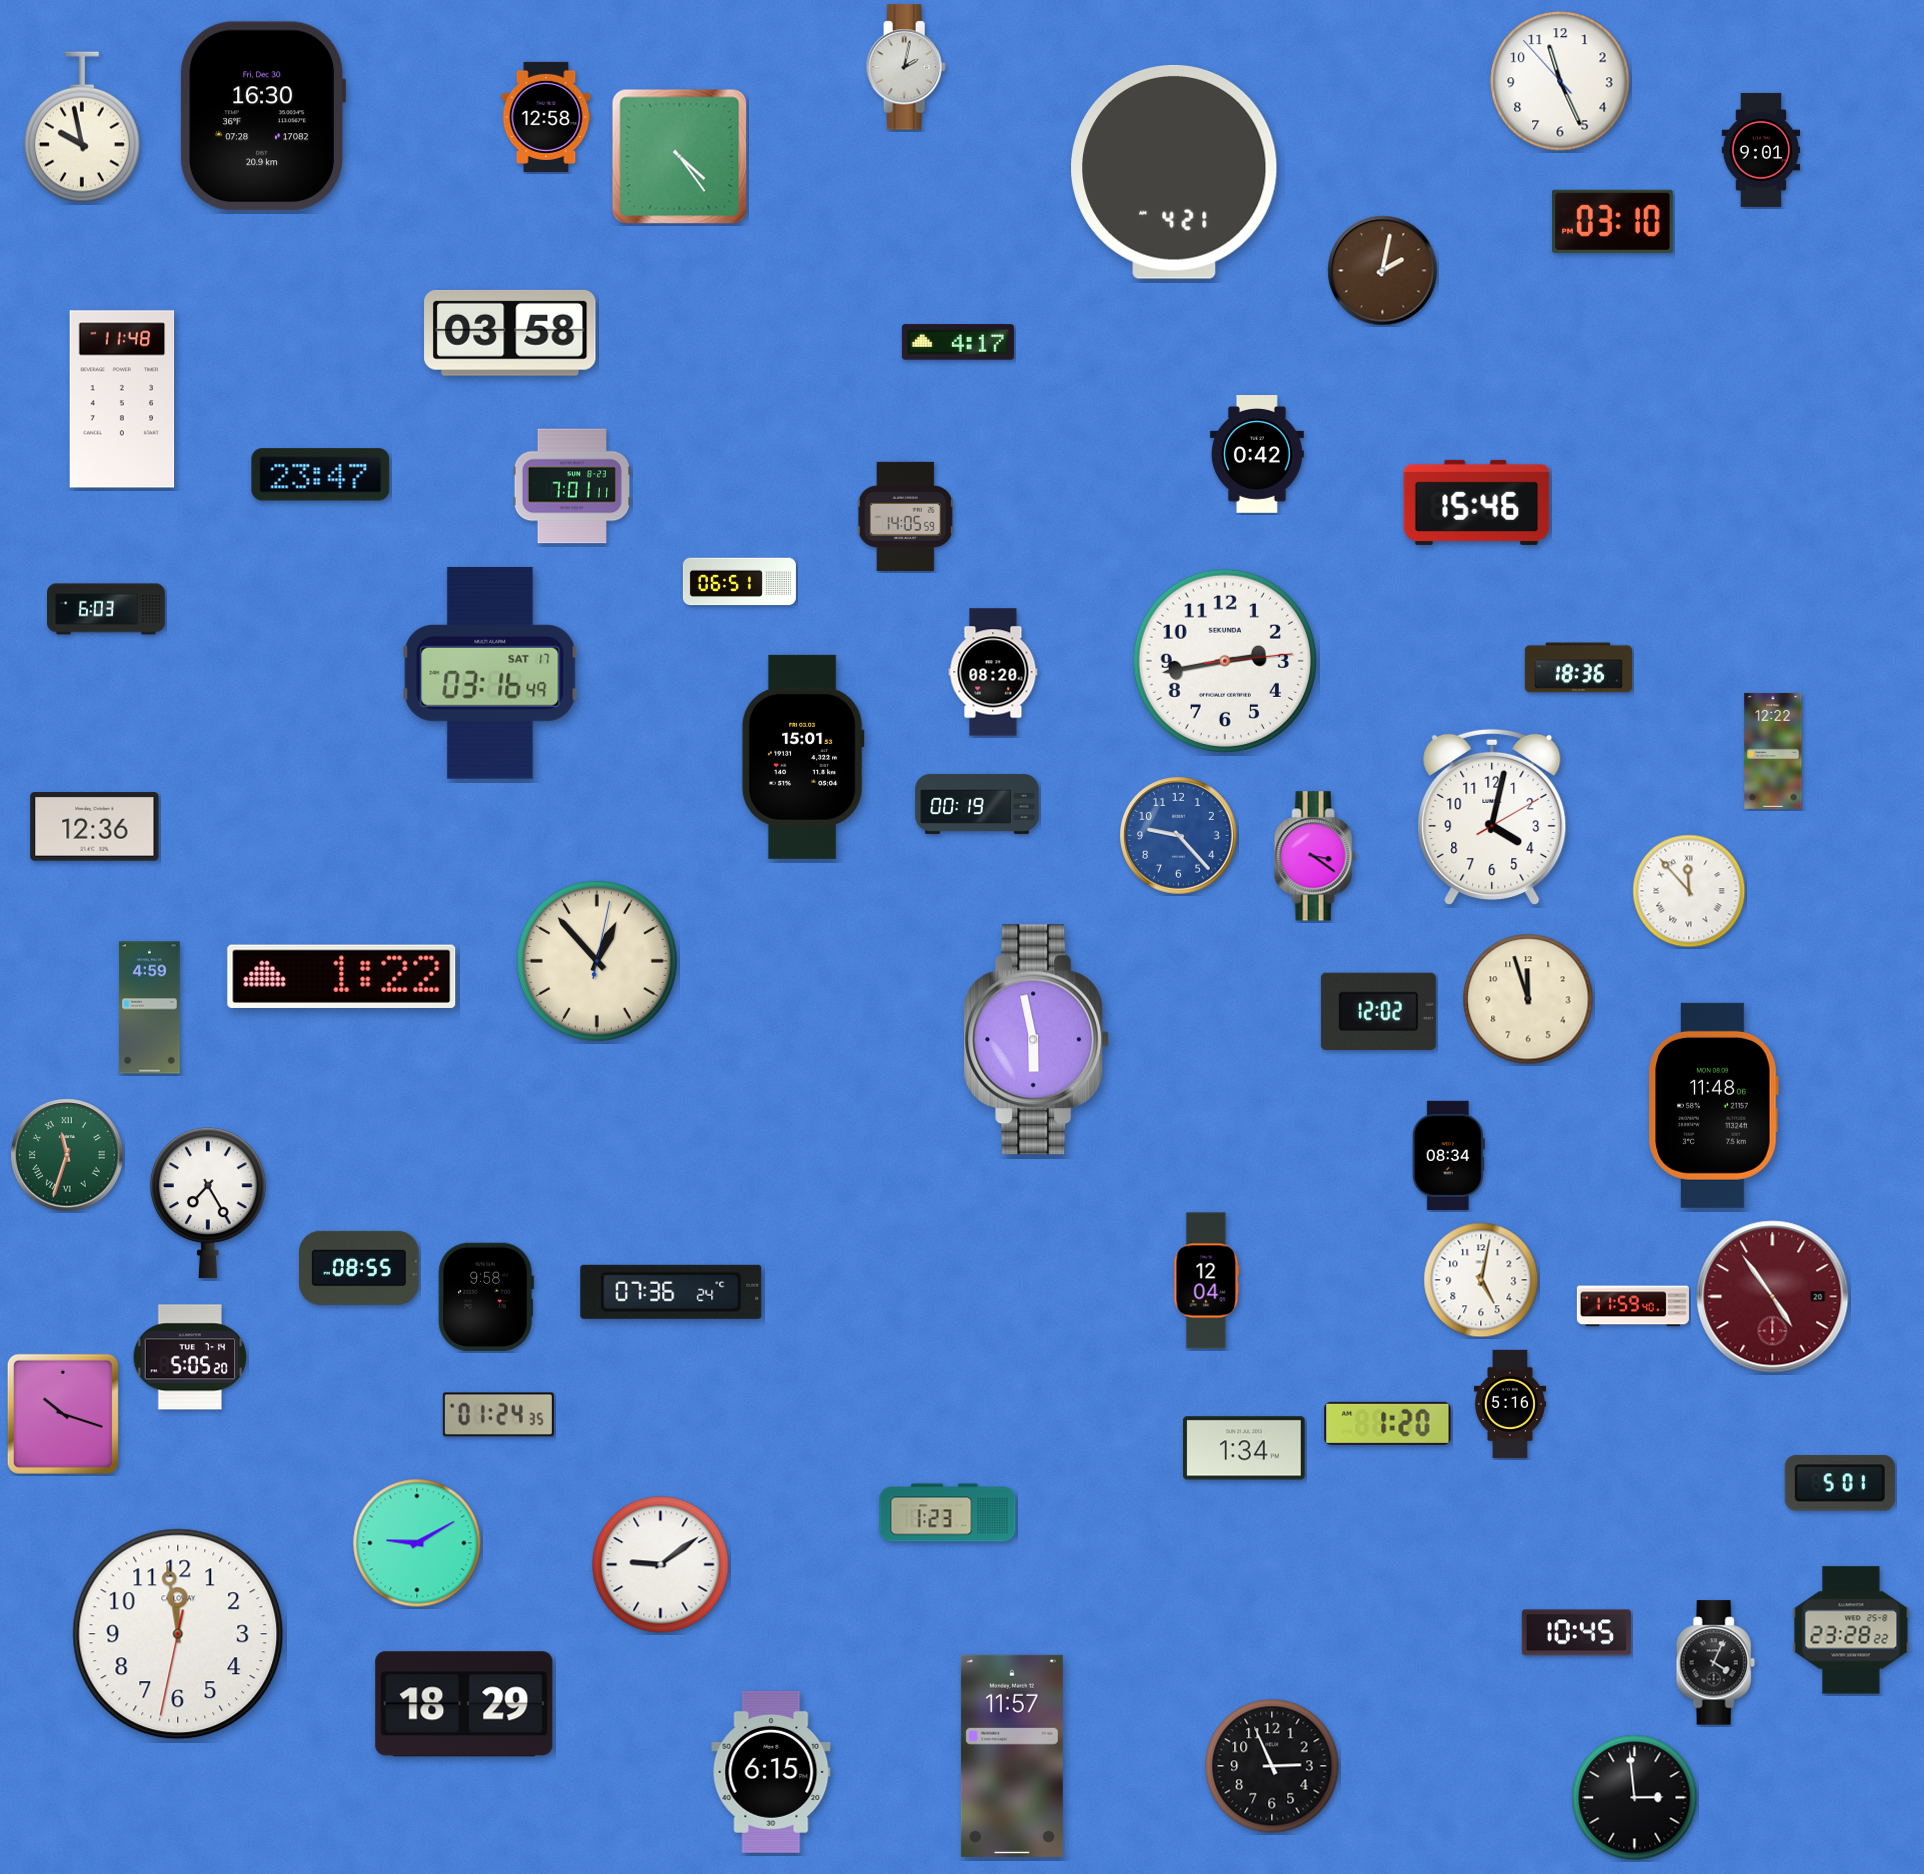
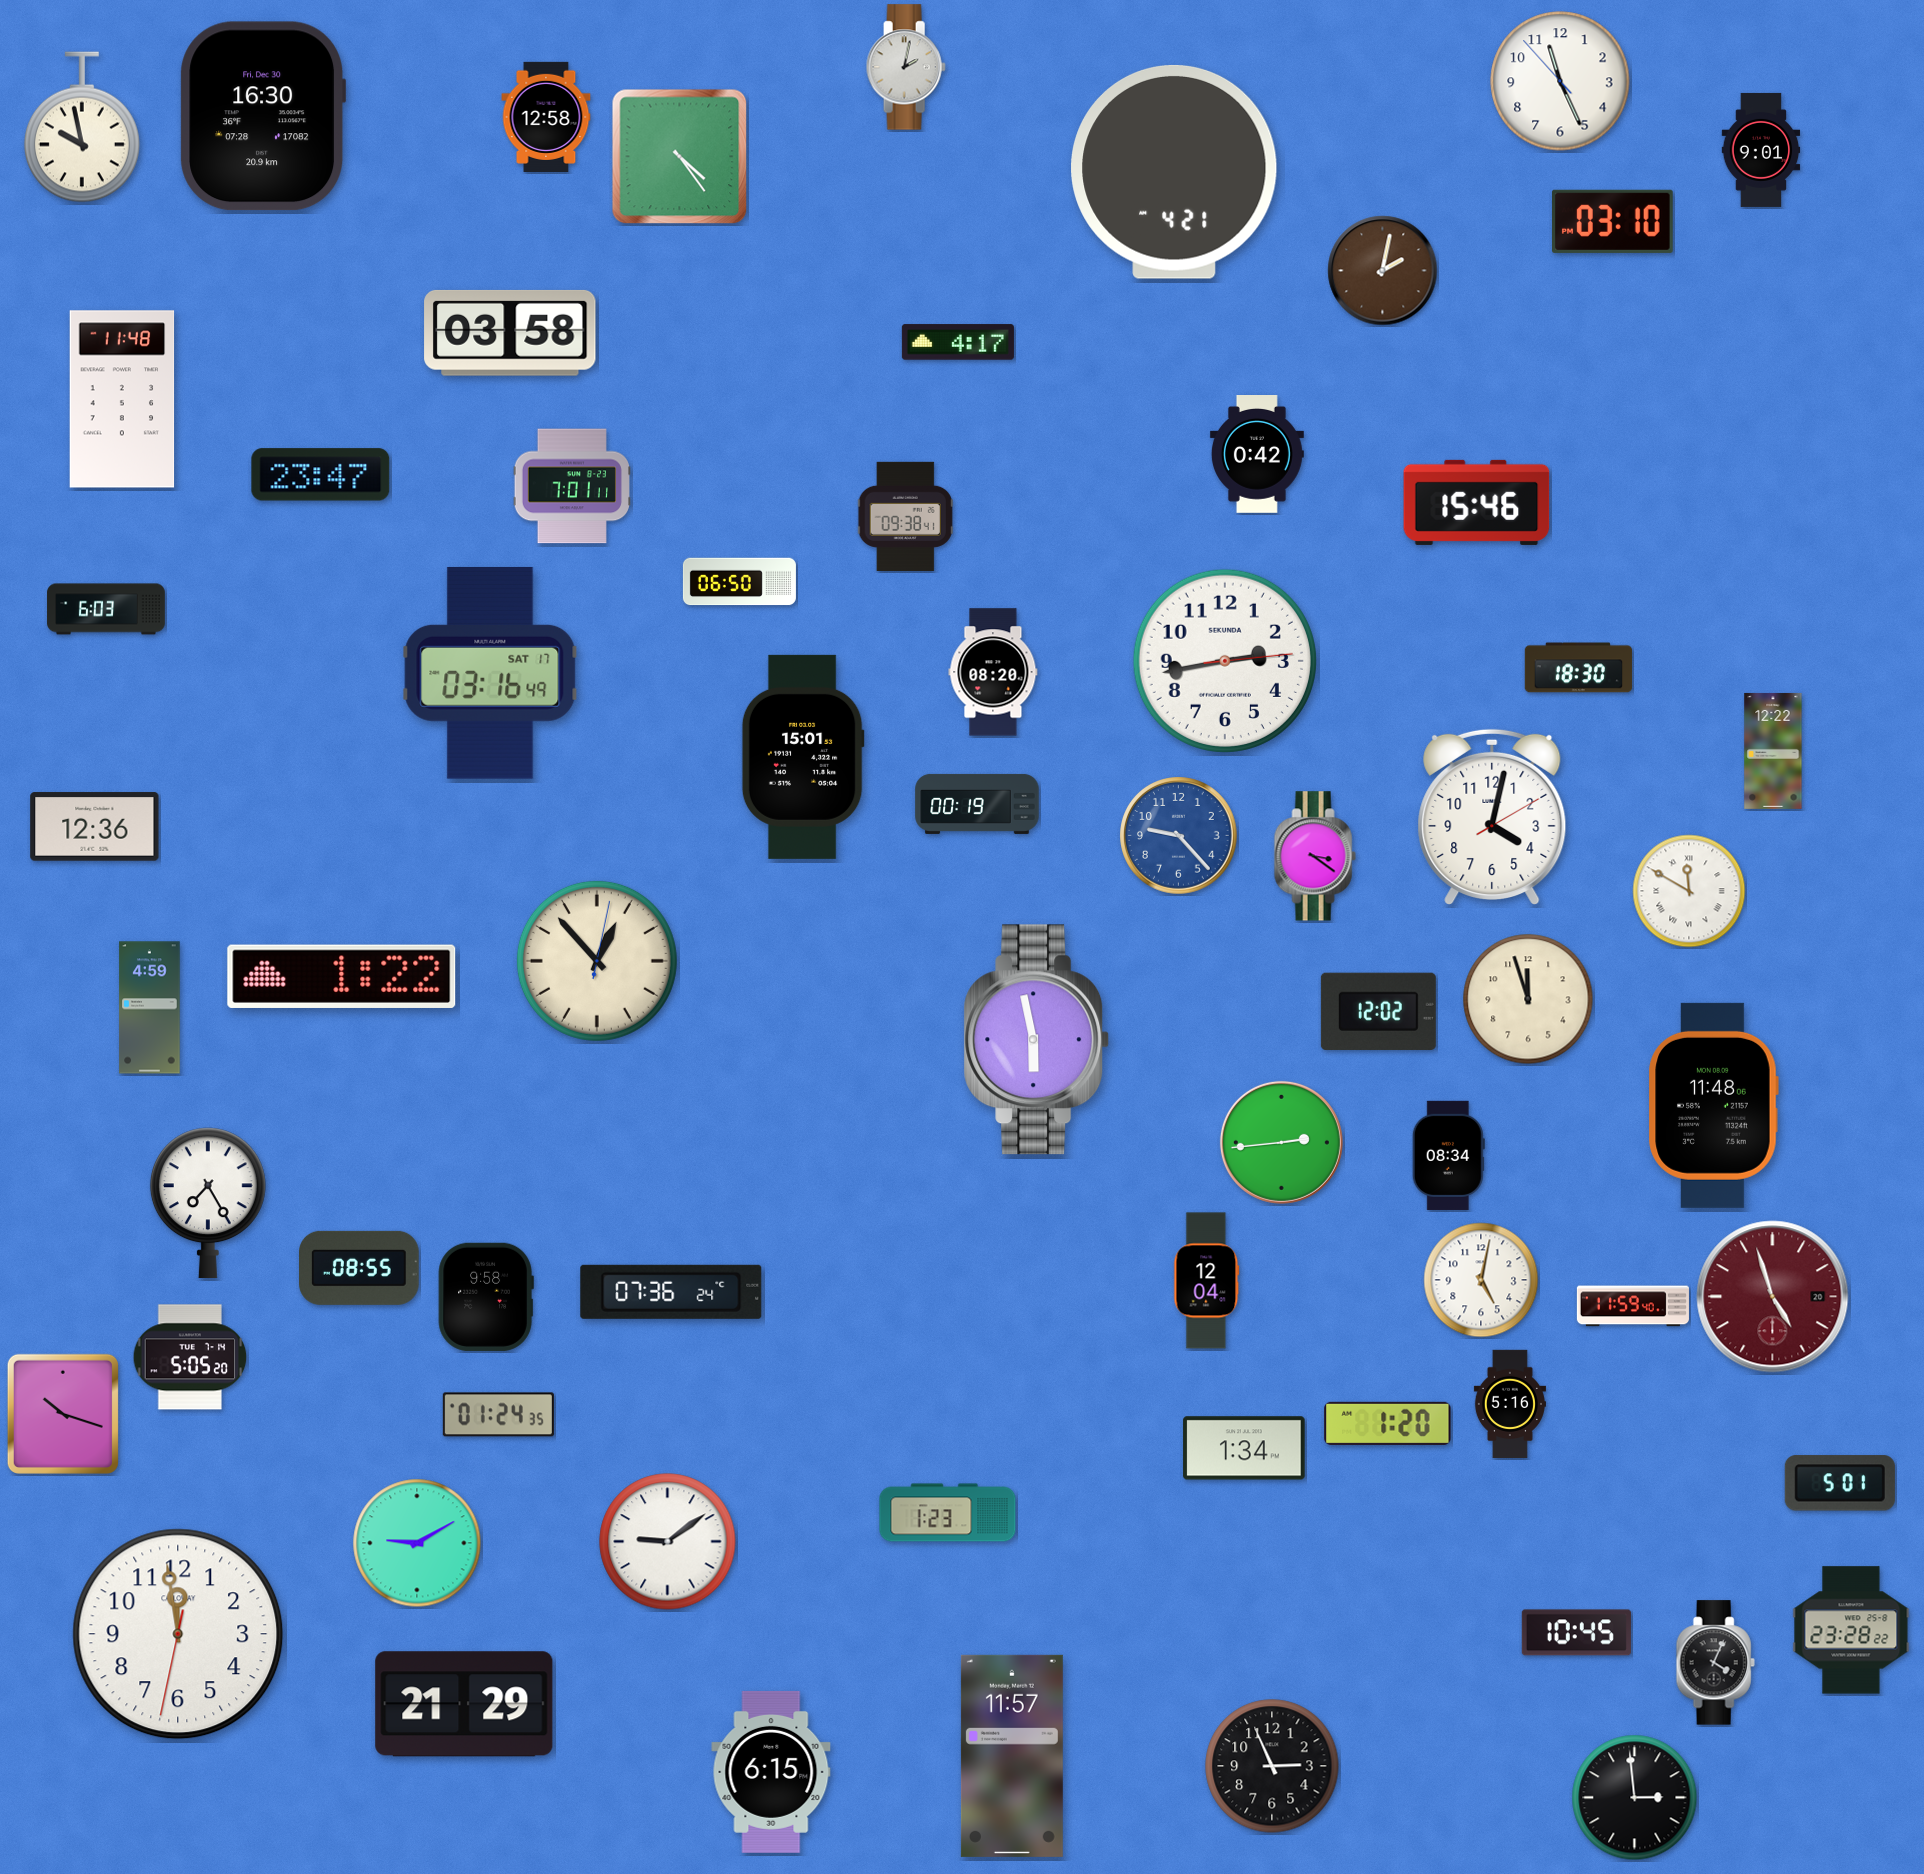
clock at (905, 516): 14:05 -> 09:38
clock at (739, 582): 06:51 -> 06:50
clock at (1579, 668): 18:36 -> 18:30
clock at (1689, 891): 11:53 -> 11:50
clock at (1281, 1142): none -> 2:44
clock at (67, 1155): 11:33 -> none
clock at (1773, 1297): 4:54 -> 4:57
clock at (661, 1565) position: (661, 1565) -> (668, 1542)
clock at (464, 1704): 18:29 -> 21:29
